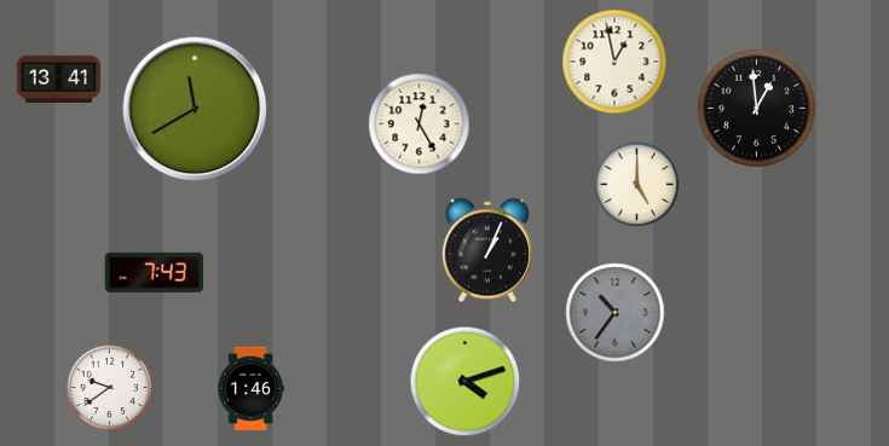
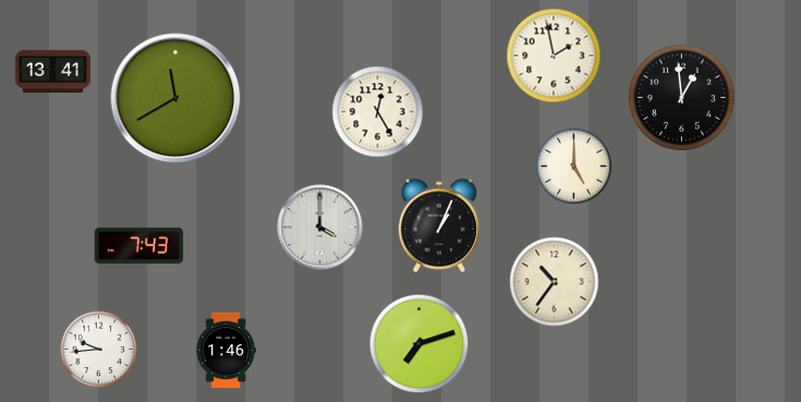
clock at (614, 62): 12:58 -> 1:58
clock at (320, 228): none -> 4:00
clock at (616, 313) dial: grey -> cream
clock at (466, 382): 4:12 -> 7:12
clock at (110, 388): 9:39 -> 9:44
